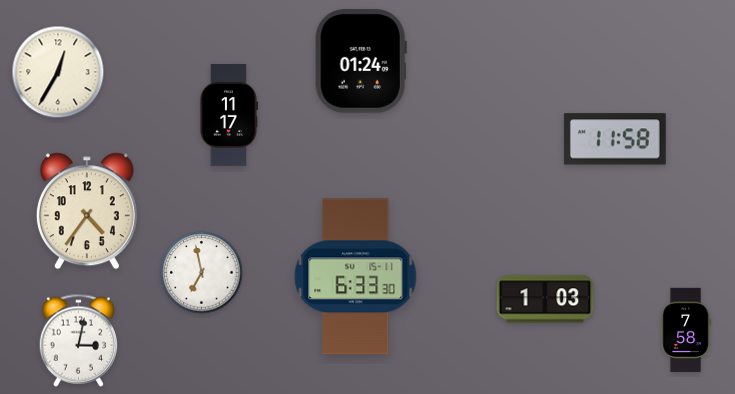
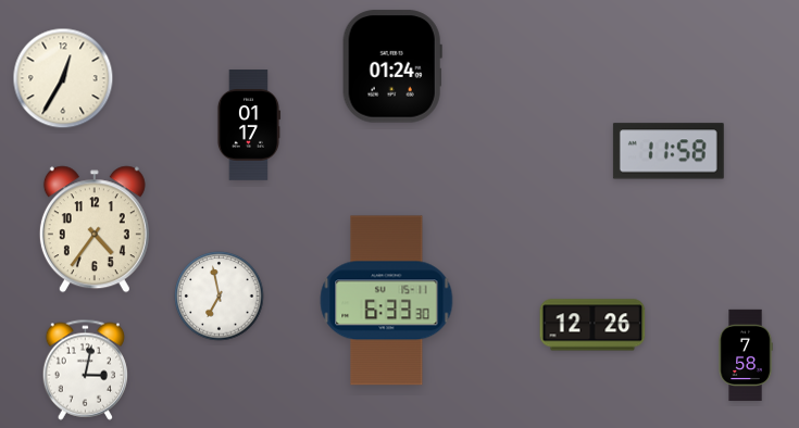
clock at (228, 116): 11:17 -> 01:17
clock at (545, 299): 1:03 -> 12:26
clock at (686, 329) position: (686, 329) -> (746, 354)
